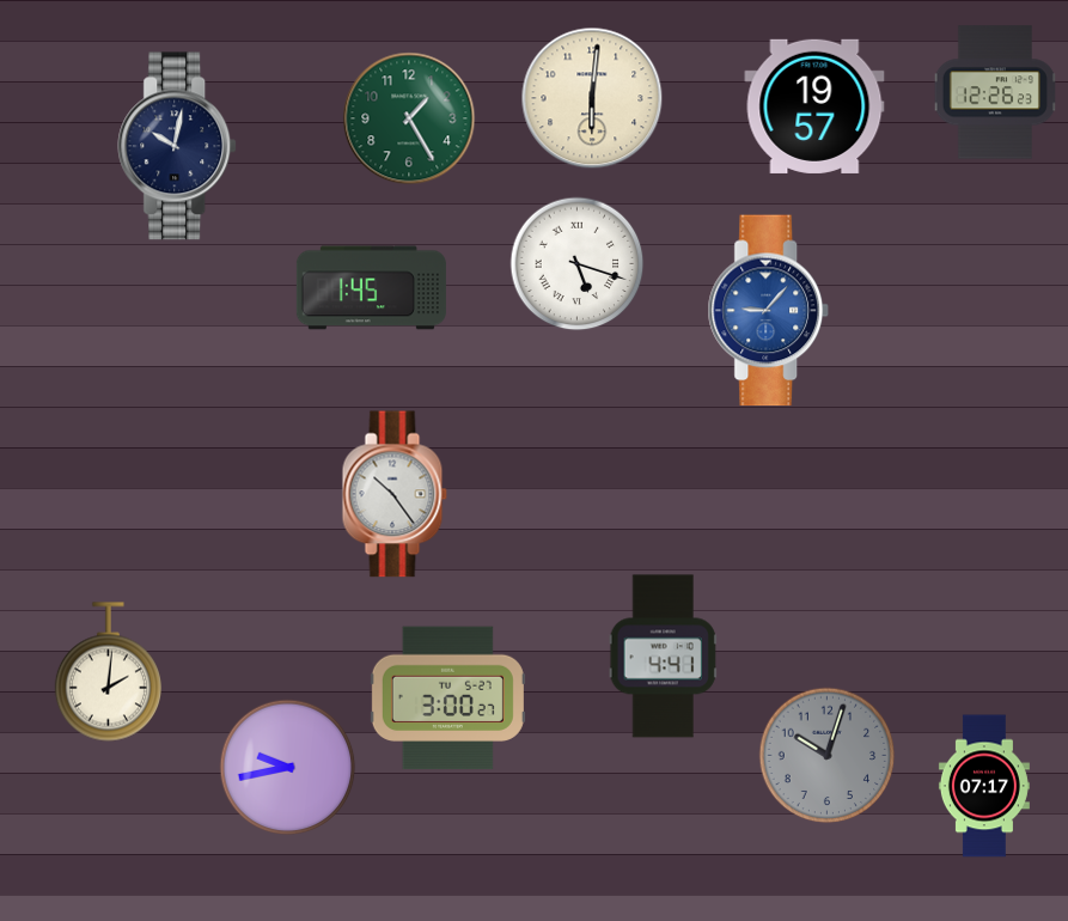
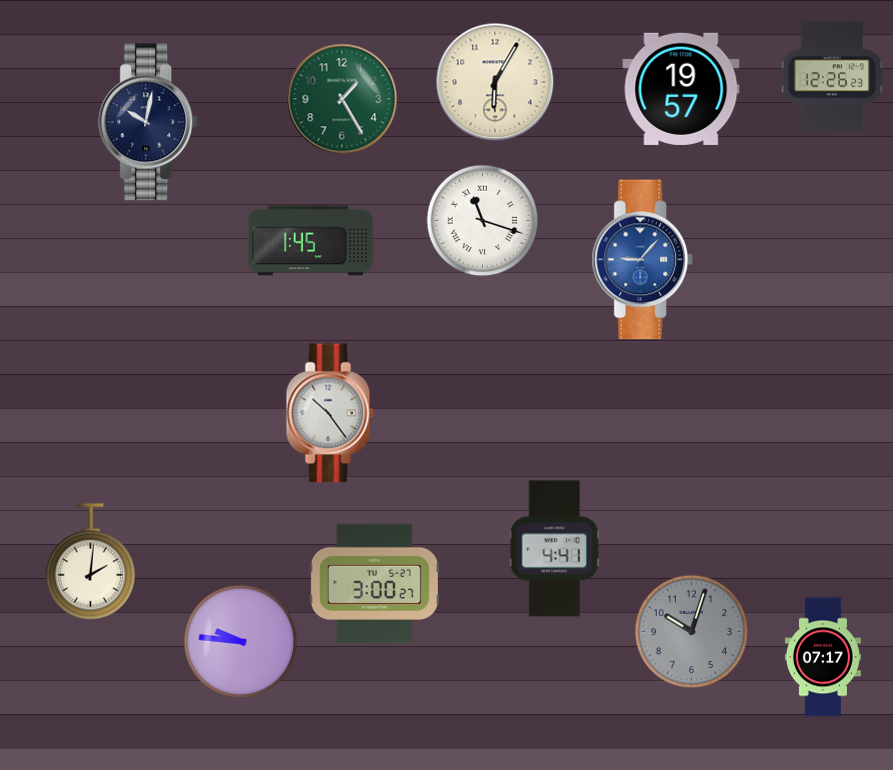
clock at (592, 98): 6:01 -> 6:05
clock at (578, 264): 5:18 -> 11:18
clock at (288, 768): 9:43 -> 9:46
